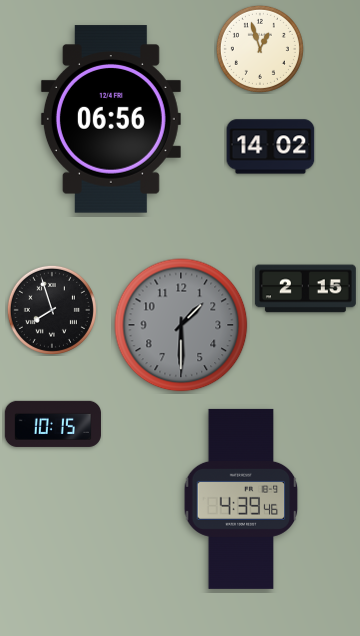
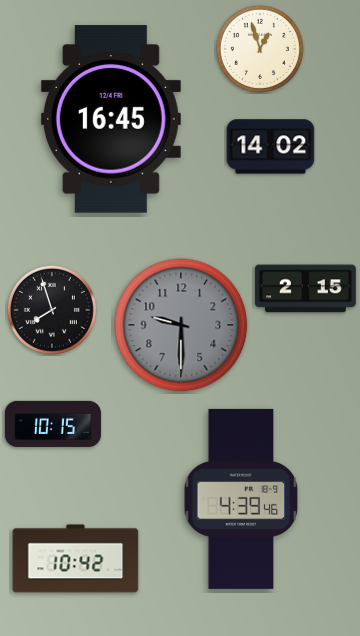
clock at (111, 119): 06:56 -> 16:45
clock at (181, 325): 1:30 -> 9:30
clock at (76, 559): none -> 10:42
